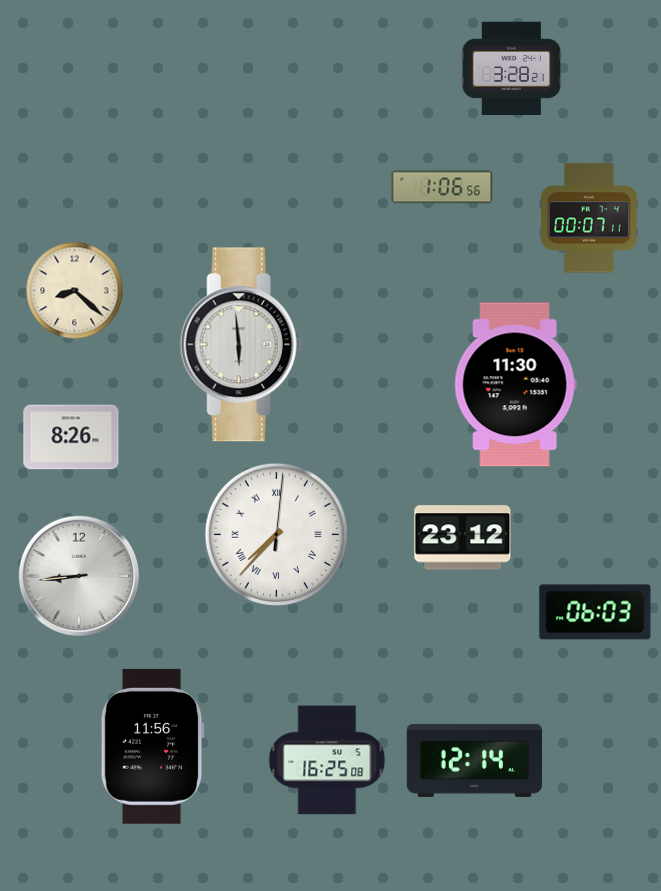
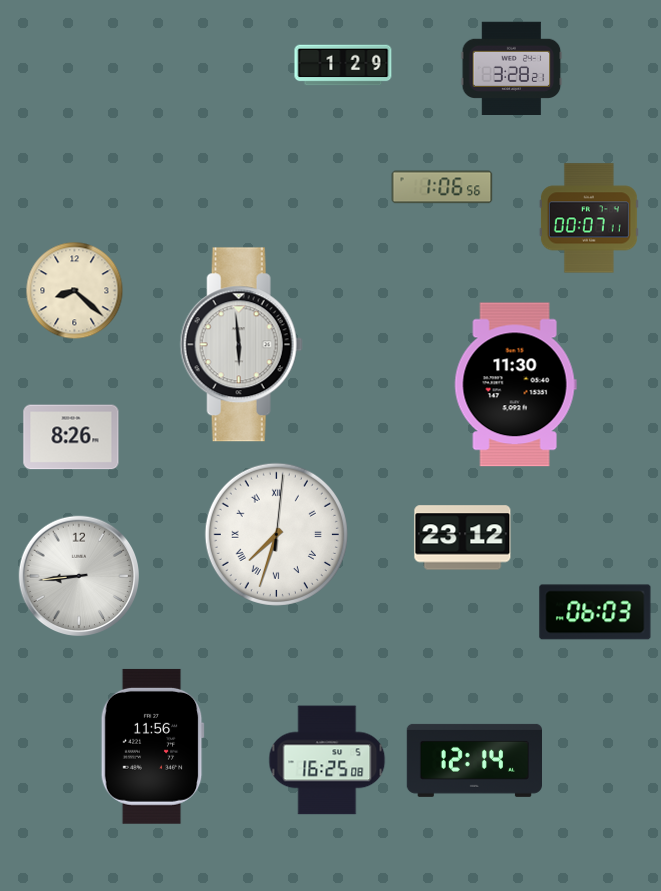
clock at (343, 65): none -> 1:29
clock at (276, 534): 7:37 -> 7:33
